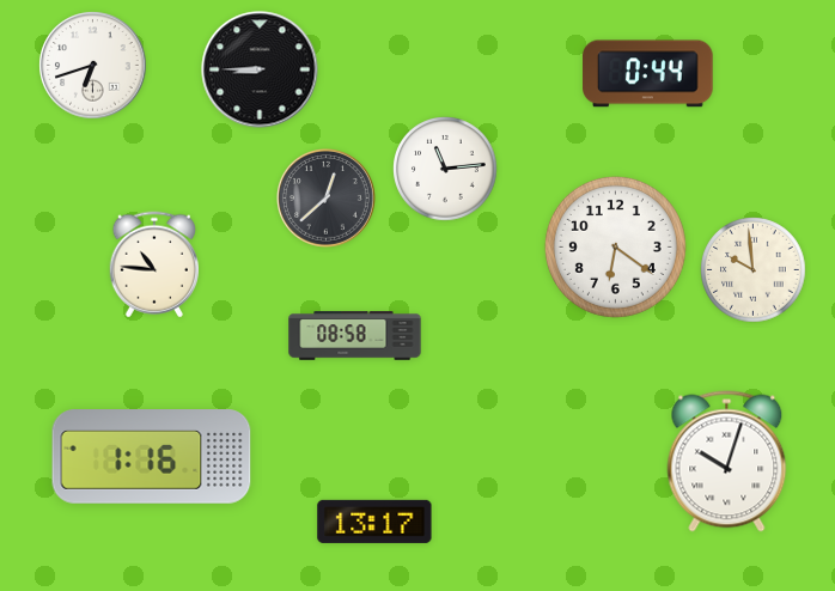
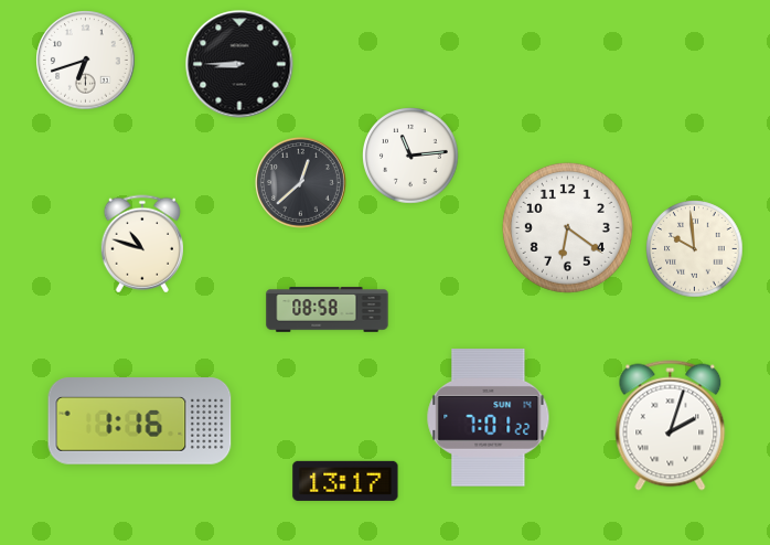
clock at (648, 74): 0:44 -> none
clock at (153, 264): 10:46 -> 10:48
clock at (489, 418): none -> 7:01
clock at (727, 462): 10:03 -> 2:03
